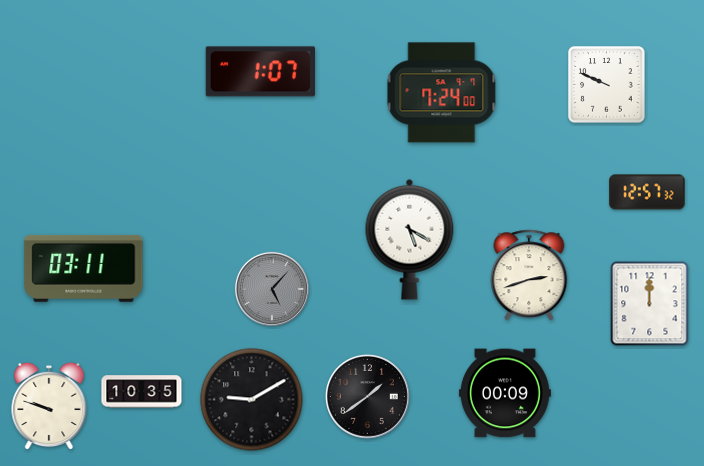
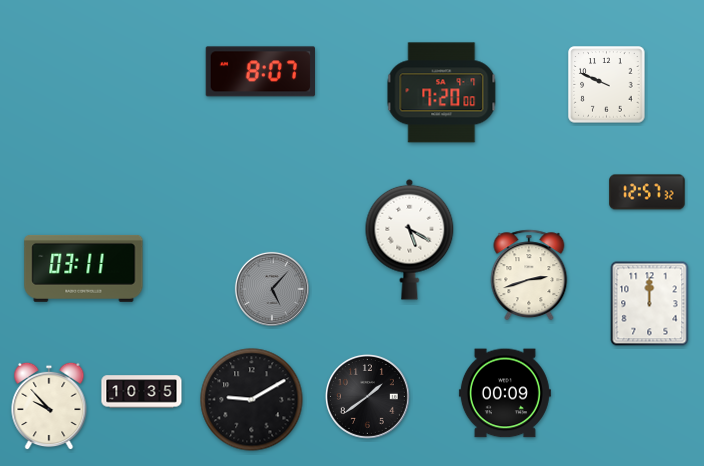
clock at (260, 72): 1:07 -> 8:07
clock at (442, 93): 7:24 -> 7:20
clock at (49, 406): 9:48 -> 9:53
